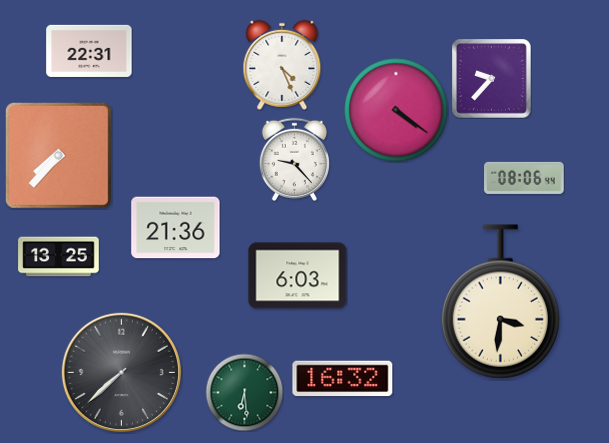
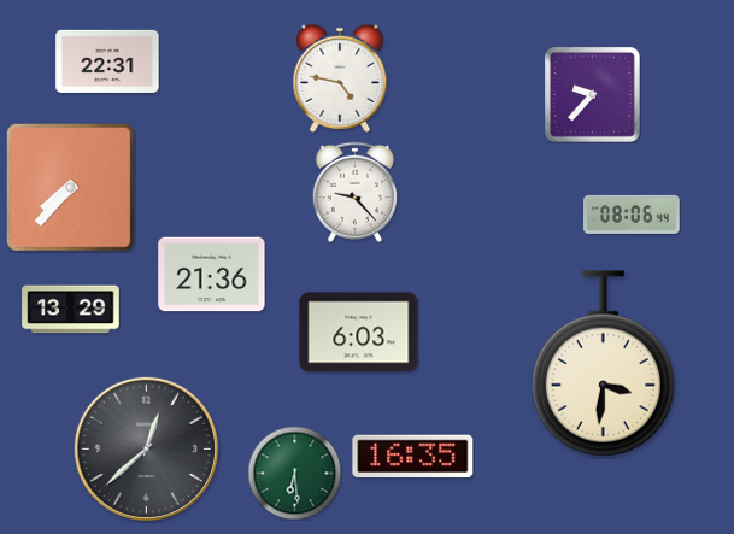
clock at (282, 65): 4:26 -> 4:47
clock at (396, 110): 4:21 -> none
clock at (59, 257): 13:25 -> 13:29
clock at (121, 372): 7:38 -> 12:38
clock at (343, 379): 16:32 -> 16:35
